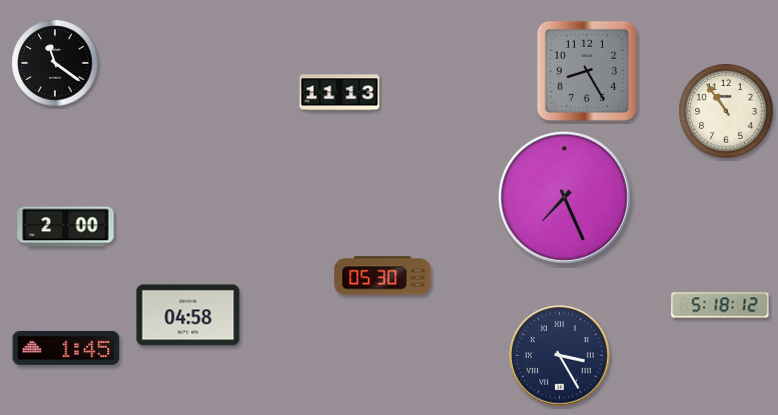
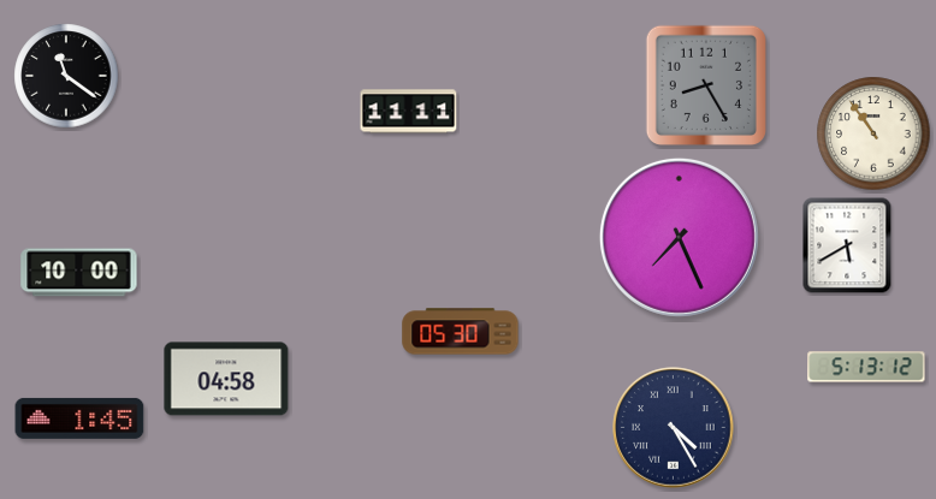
clock at (340, 93): 11:13 -> 11:11
clock at (847, 245): none -> 5:40
clock at (66, 227): 2:00 -> 10:00
clock at (720, 305): 5:18 -> 5:13
clock at (560, 356): 3:25 -> 4:25
